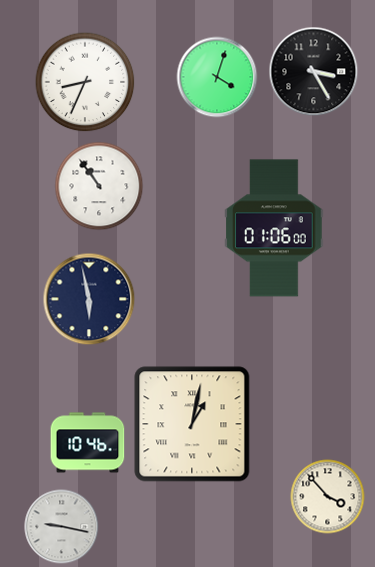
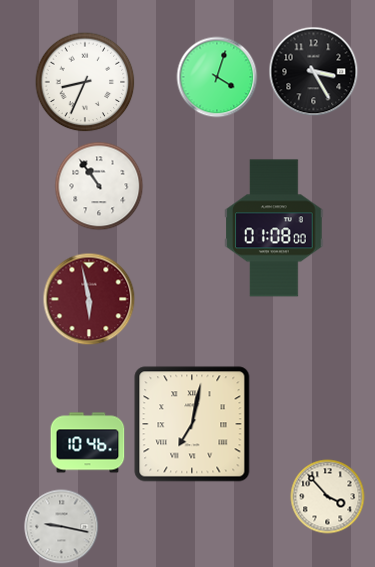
clock at (274, 228): 01:06 -> 01:08
clock at (89, 299) dial: navy -> burgundy
clock at (192, 424): 1:02 -> 7:02
